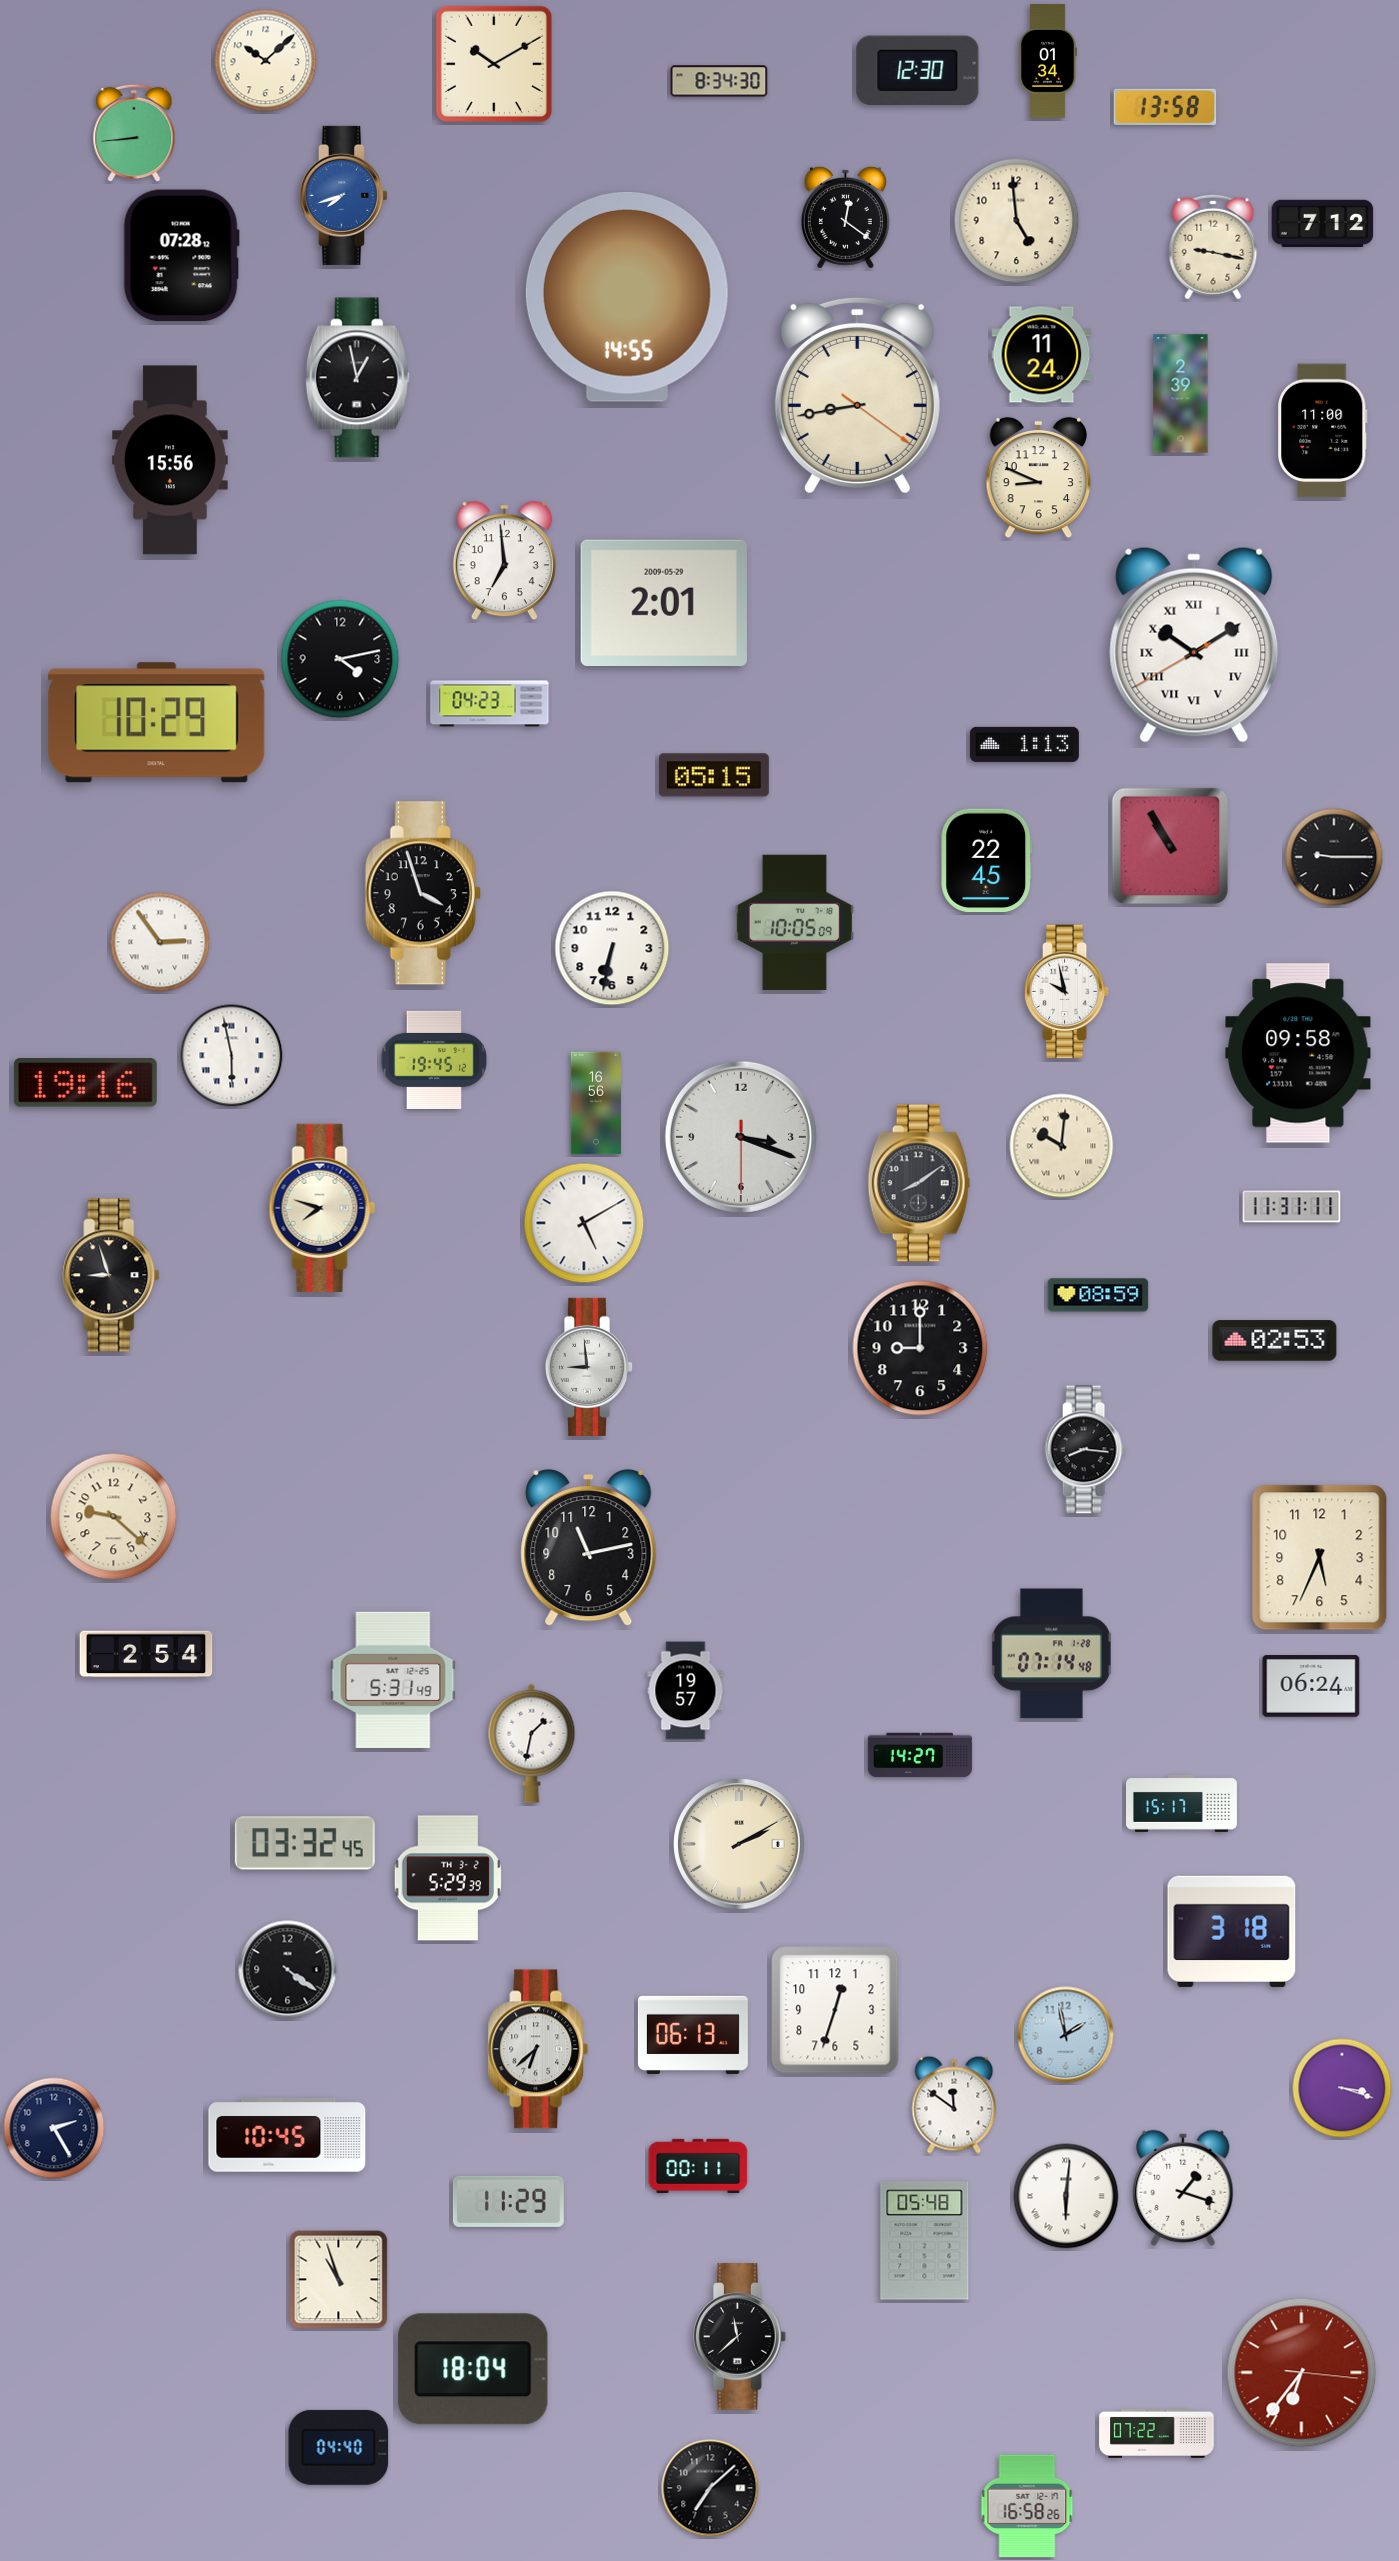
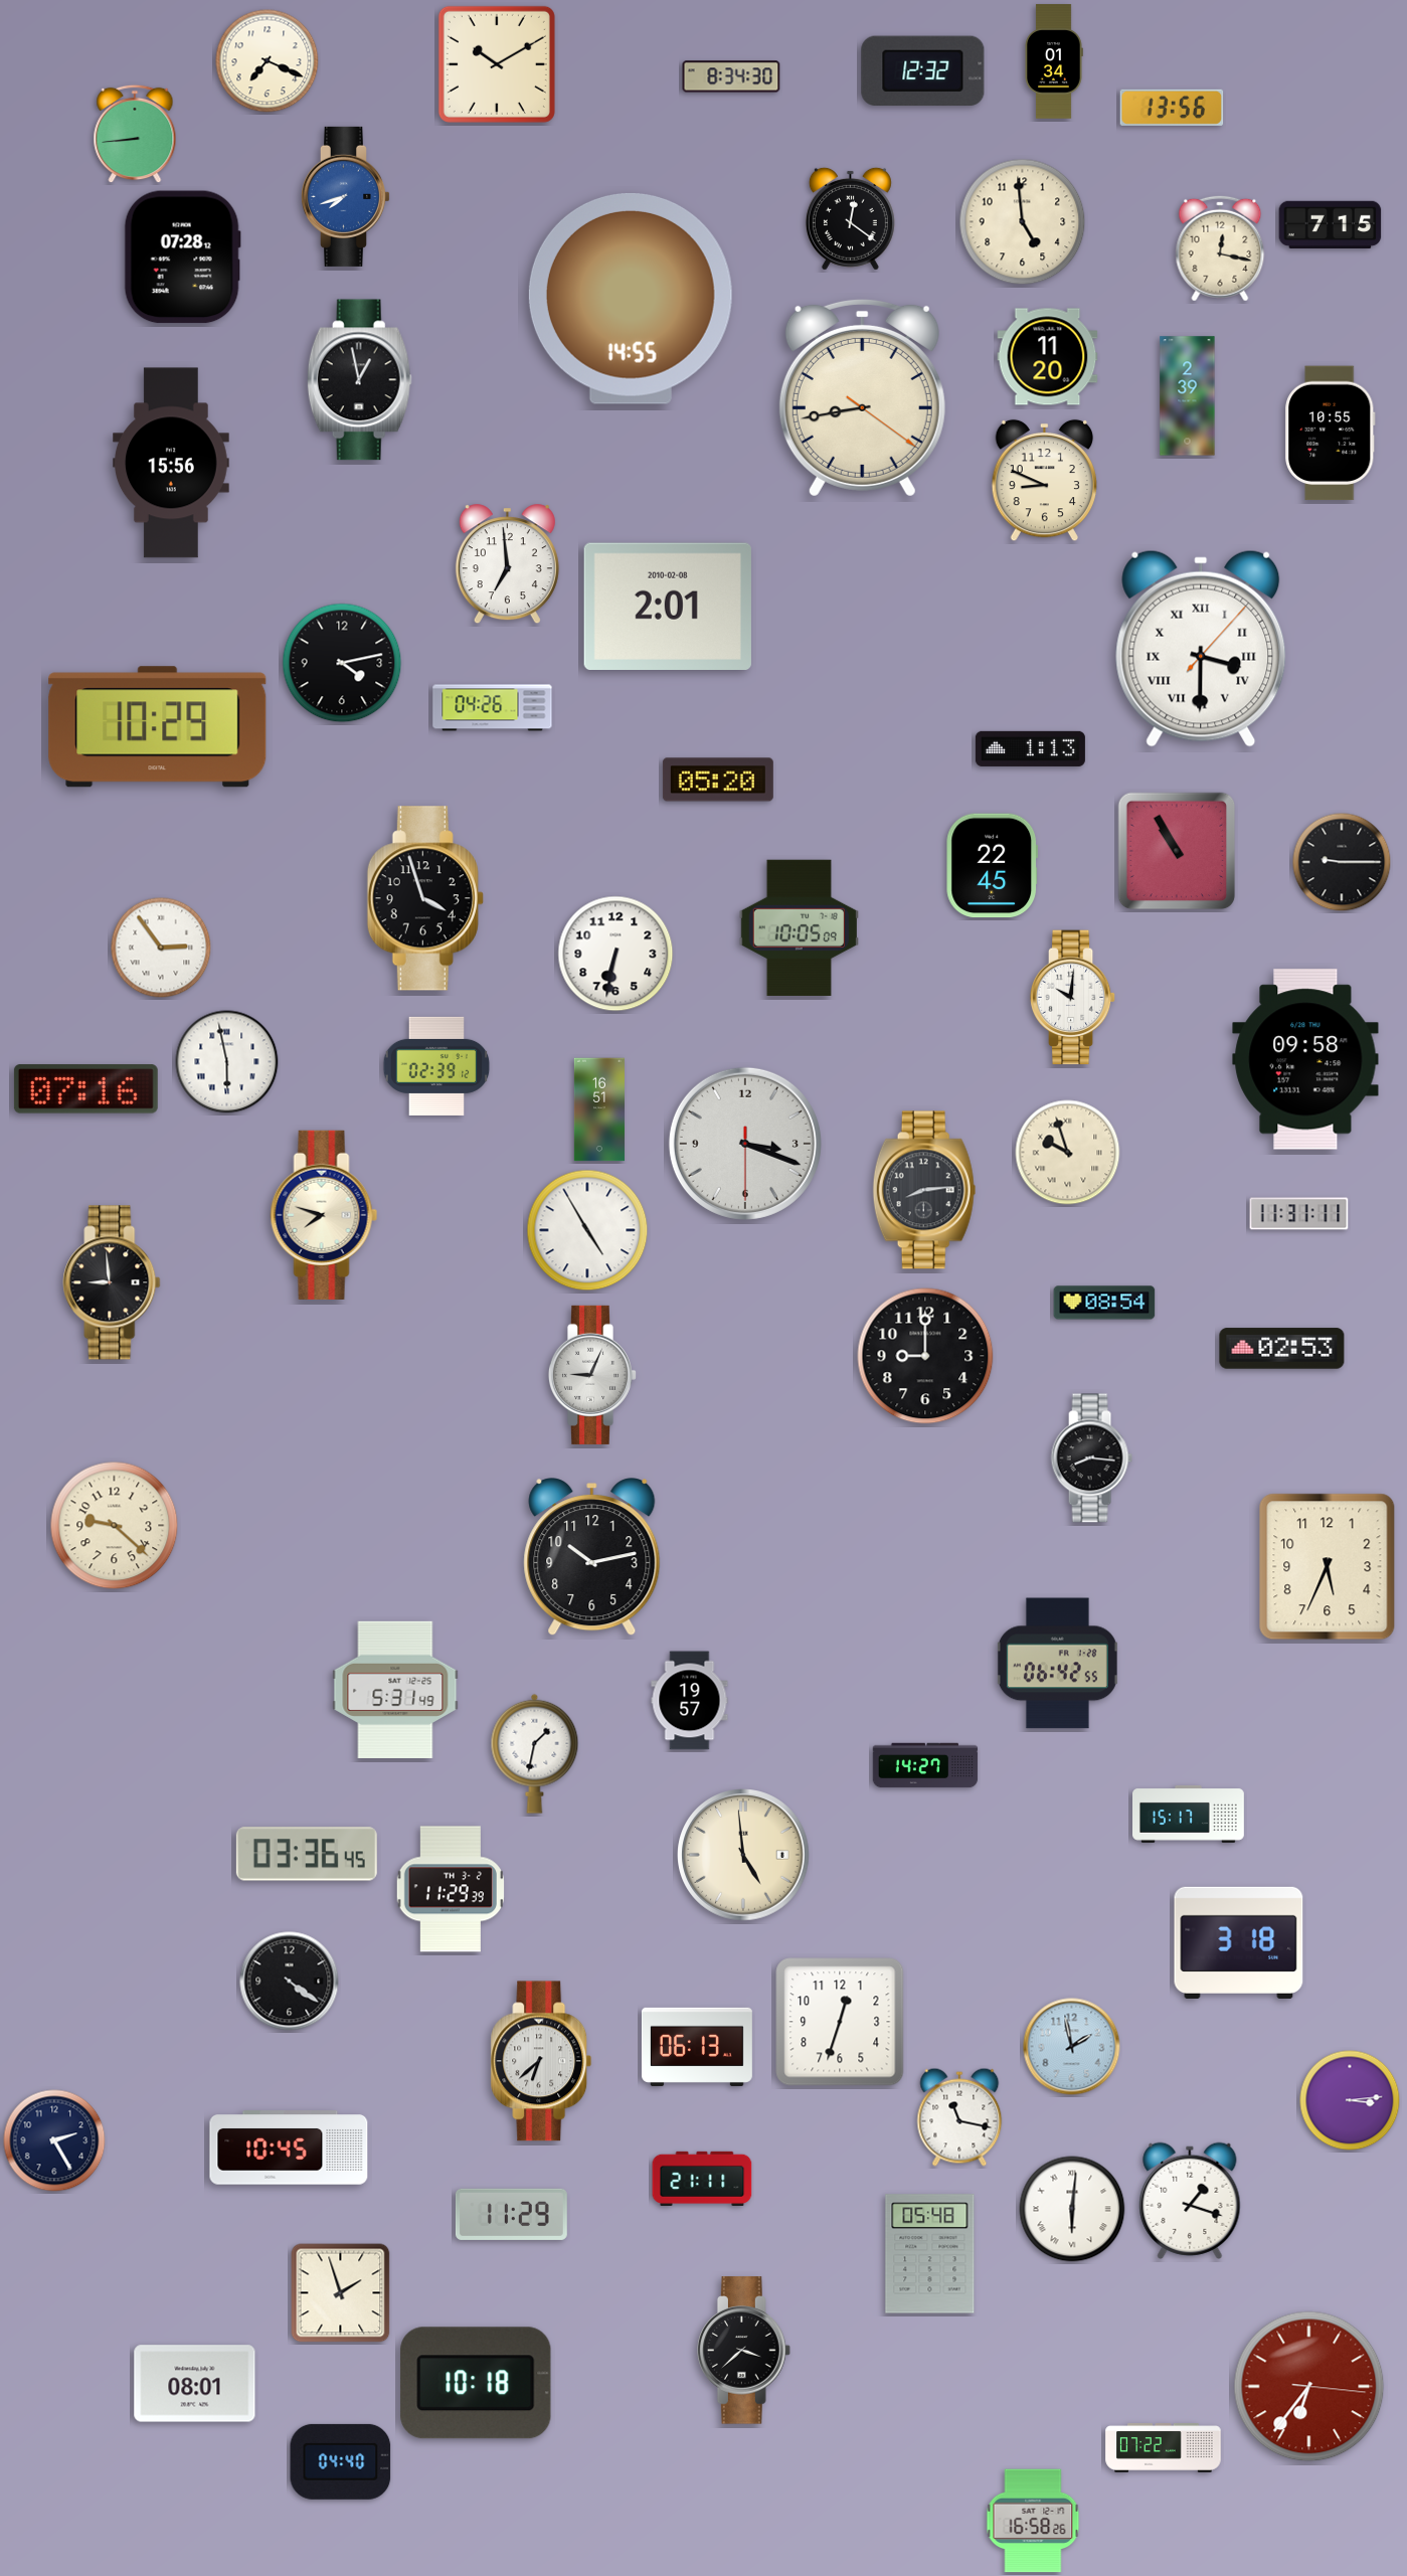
clock at (266, 61): 10:08 -> 7:19
clock at (918, 71): 12:30 -> 12:32
clock at (719, 81) position: (719, 81) -> (731, 76)
clock at (1165, 107): 13:58 -> 13:56
clock at (1323, 223): 7:12 -> 7:15
clock at (1213, 247): 9:17 -> 12:17
clock at (1042, 355): 11:24 -> 11:20
clock at (1323, 431): 11:00 -> 10:55
clock at (664, 602) date: 2009-05-29 -> 2010-02-08
clock at (1194, 645): 10:09 -> 3:30
clock at (490, 704): 04:23 -> 04:26
clock at (714, 775): 05:15 -> 05:20
clock at (1067, 992): 9:58 -> 10:01
clock at (232, 1056) position: (232, 1056) -> (227, 1062)
clock at (434, 1060): 19:45 -> 02:39
clock at (85, 1083): 19:16 -> 07:16
clock at (596, 1103): 16:56 -> 16:51
clock at (1062, 1146): 10:01 -> 9:57
clock at (919, 1183): 8:09 -> 8:14
clock at (584, 1223): 5:10 -> 4:55
clock at (111, 1275): 8:57 -> 8:59
clock at (1098, 1295): 08:59 -> 08:54
clock at (588, 1367): 8:59 -> 9:04
clock at (589, 1548): 11:13 -> 10:13
clock at (146, 1654): 2:54 -> none
clock at (1051, 1654): 07:14 -> 06:42
clock at (1311, 1686): 06:24 -> none
clock at (305, 1843): 03:32 -> 03:36
clock at (739, 1844): 2:10 -> 4:59
clock at (448, 1878): 5:29 -> 11:29
clock at (1342, 2088): 3:18 -> 3:14
clock at (954, 2105): 11:51 -> 11:17
clock at (698, 2166): 00:11 -> 21:11
clock at (339, 2280): 10:57 -> 1:57
clock at (740, 2337): 11:38 -> 3:38
clock at (473, 2369): 18:04 -> 10:18
clock at (195, 2384): none -> 08:01
clock at (710, 2488): 7:08 -> none
